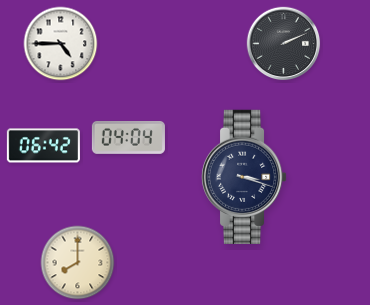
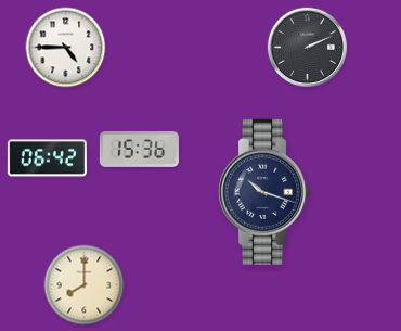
clock at (128, 137): 04:04 -> 15:36
clock at (244, 176): 3:18 -> 10:18
